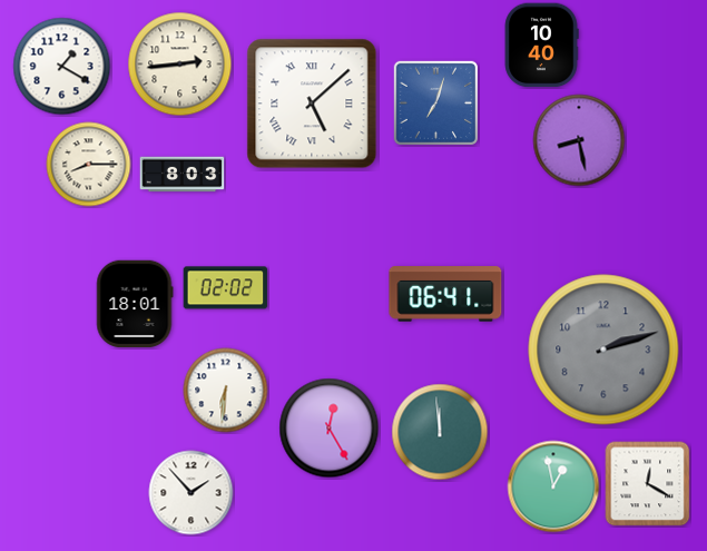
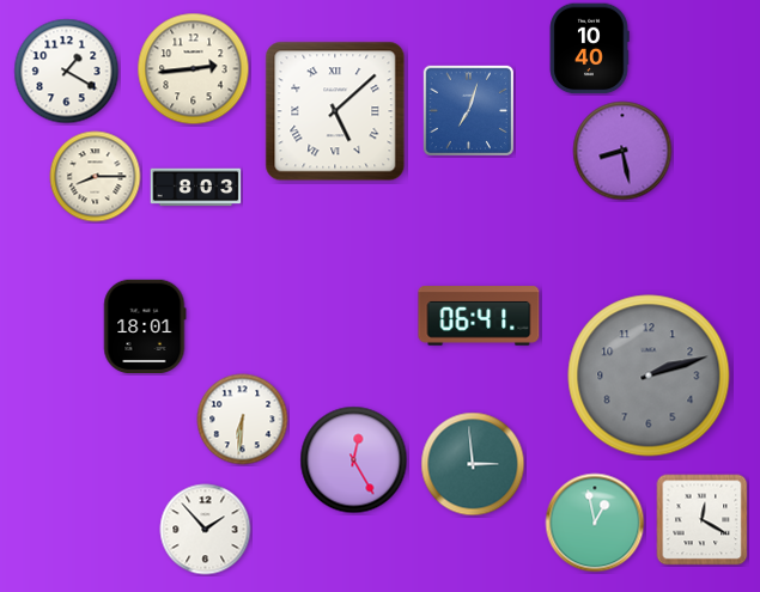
clock at (541, 46) position: (541, 46) -> (589, 49)
clock at (226, 288): 02:02 -> none
clock at (440, 432): 11:59 -> 2:59
clock at (648, 484) position: (648, 484) -> (703, 520)
